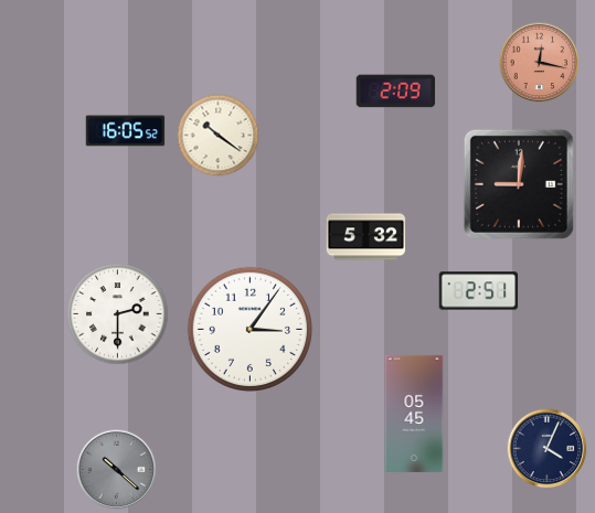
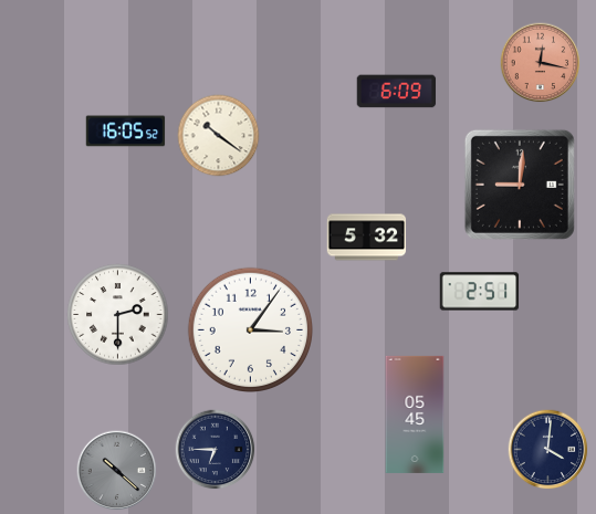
clock at (396, 92): 2:09 -> 6:09
clock at (216, 450): none -> 6:45
clock at (548, 449): 4:04 -> 4:01
